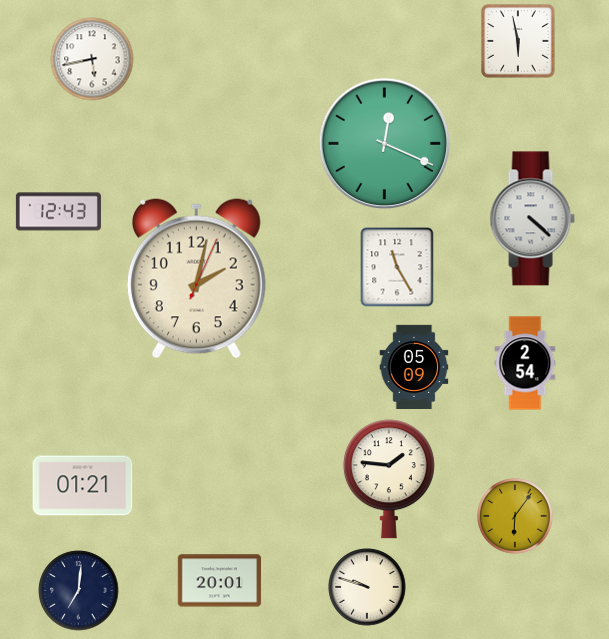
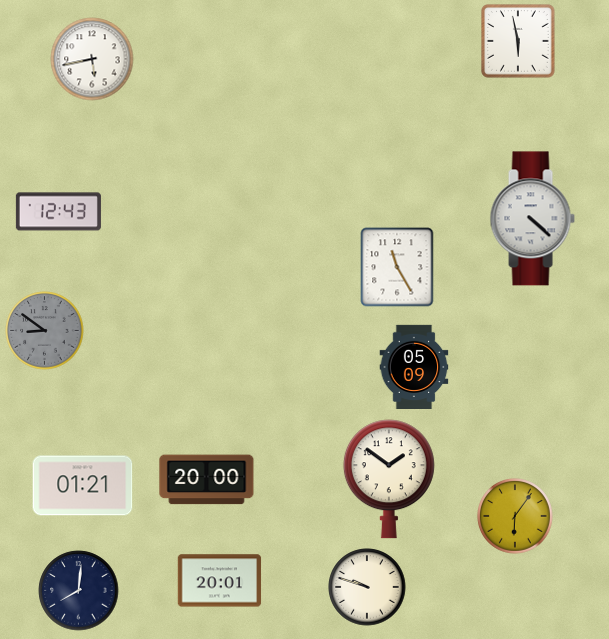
clock at (385, 144): 12:19 -> none
clock at (196, 279): 2:02 -> none
clock at (45, 331): none -> 8:51
clock at (525, 363): 2:54 -> none
clock at (389, 479): 1:46 -> 1:51
clock at (207, 480): none -> 20:00
clock at (79, 591): 7:01 -> 8:01
